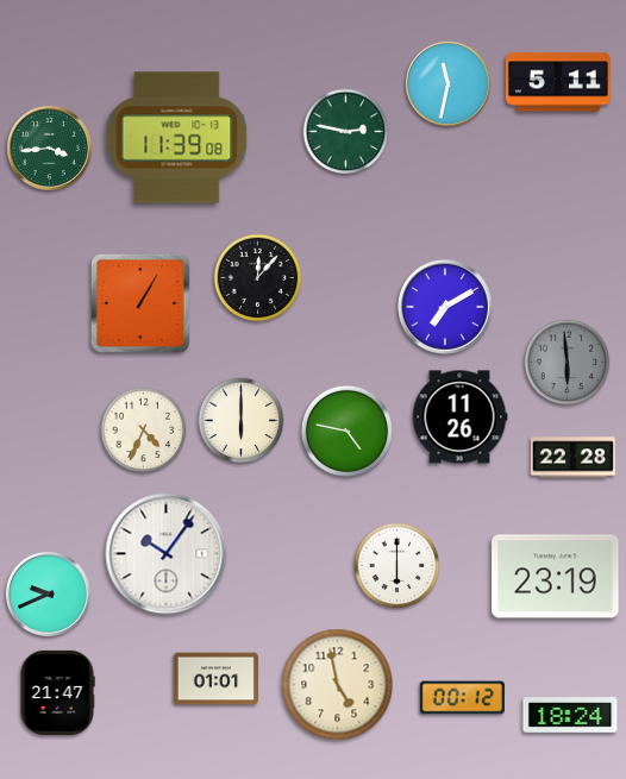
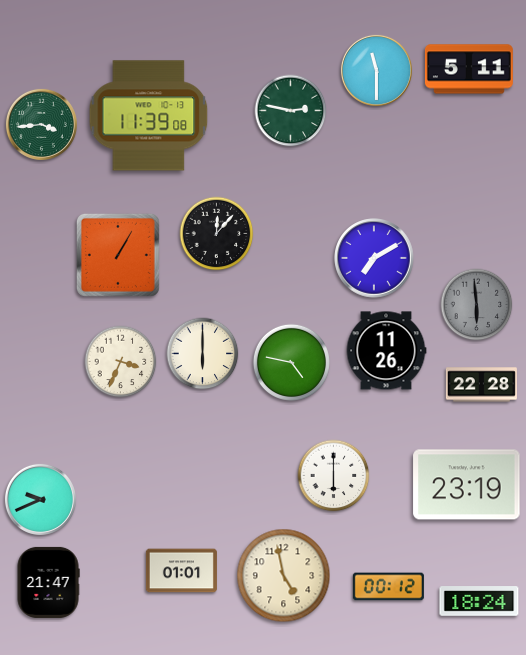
clock at (447, 83): 11:32 -> 11:30
clock at (144, 431): 4:34 -> 3:34
clock at (167, 554): 10:06 -> none
